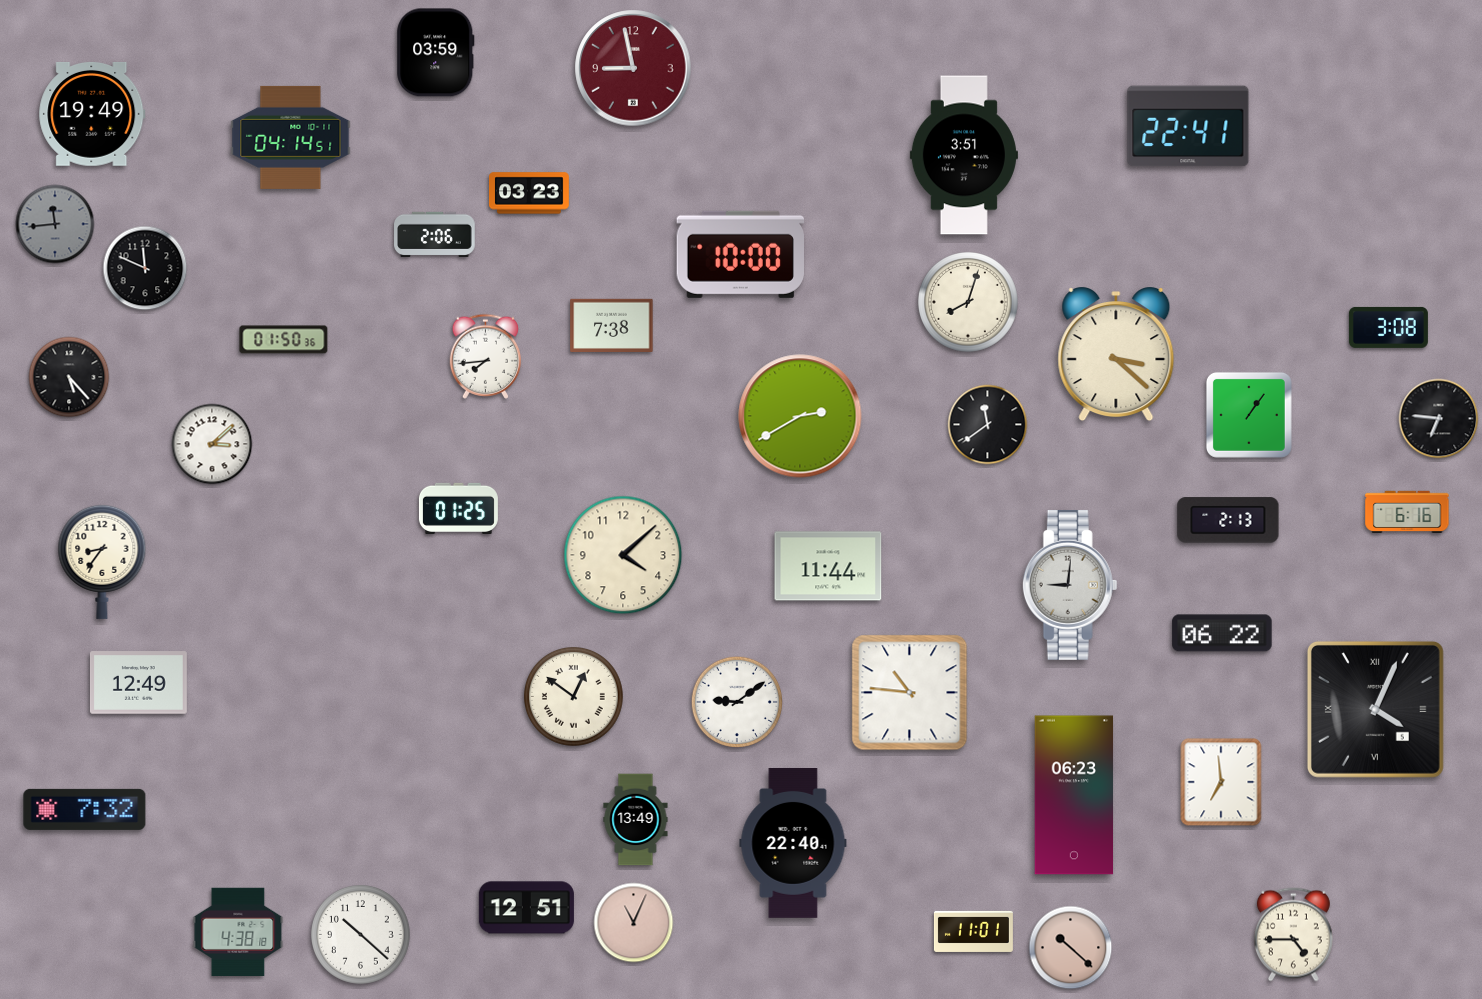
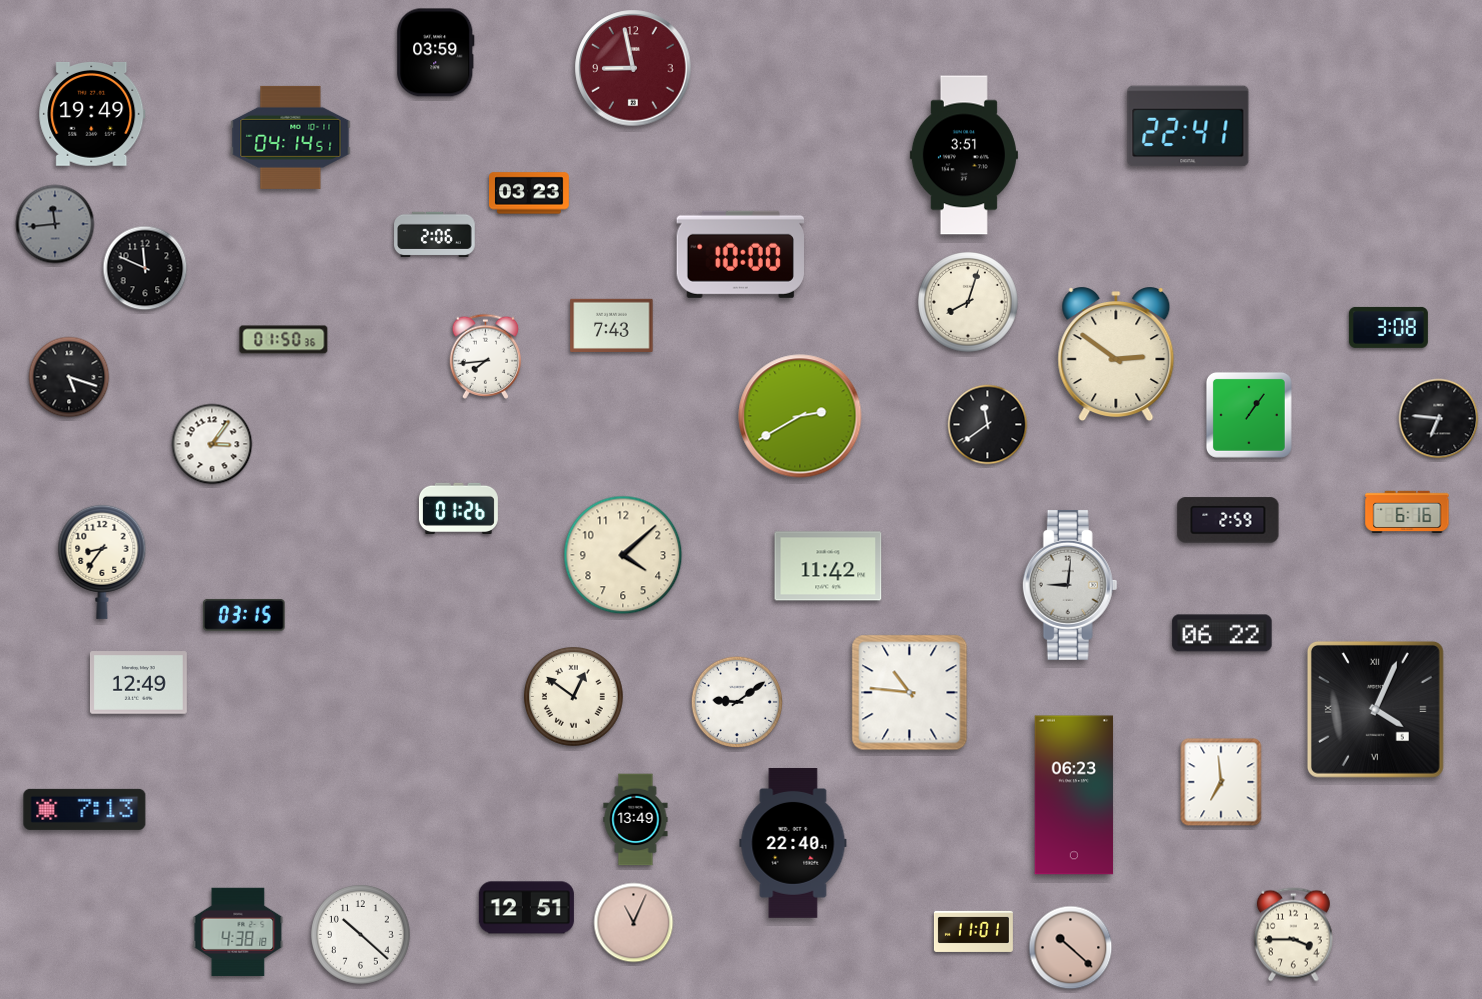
clock at (612, 325): 7:38 -> 7:43
clock at (1116, 354): 3:22 -> 2:51
clock at (69, 377): 5:23 -> 5:18
clock at (212, 444): 3:08 -> 3:06
clock at (458, 508): 01:25 -> 01:26
clock at (1228, 520): 2:13 -> 2:59
clock at (828, 566): 11:44 -> 11:42
clock at (244, 615): none -> 03:15
clock at (85, 809): 7:32 -> 7:13
clock at (1293, 935): 4:45 -> 3:45
